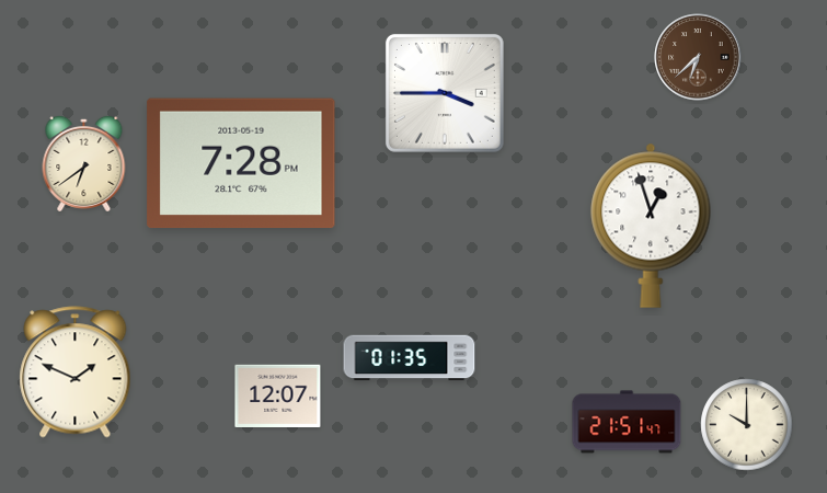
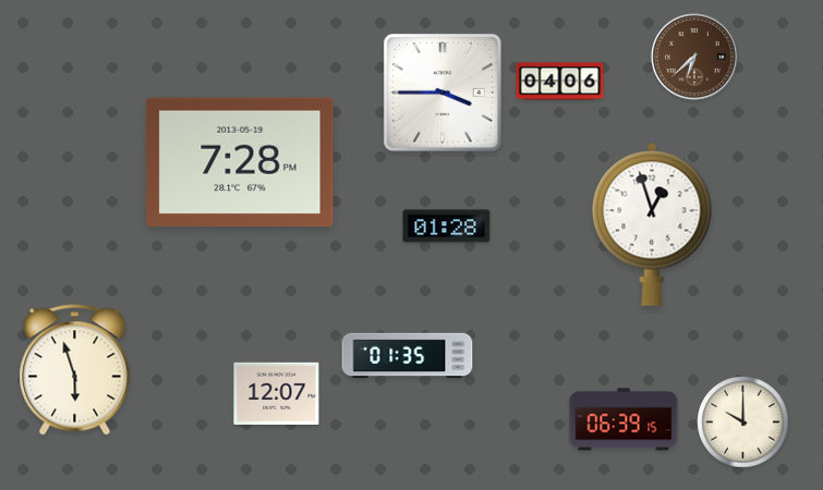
clock at (560, 82): none -> 04:06
clock at (84, 163): 6:39 -> none
clock at (651, 226) position: (651, 226) -> (652, 224)
clock at (447, 226): none -> 01:28
clock at (76, 372): 1:49 -> 5:57
clock at (627, 422): 21:51 -> 06:39
